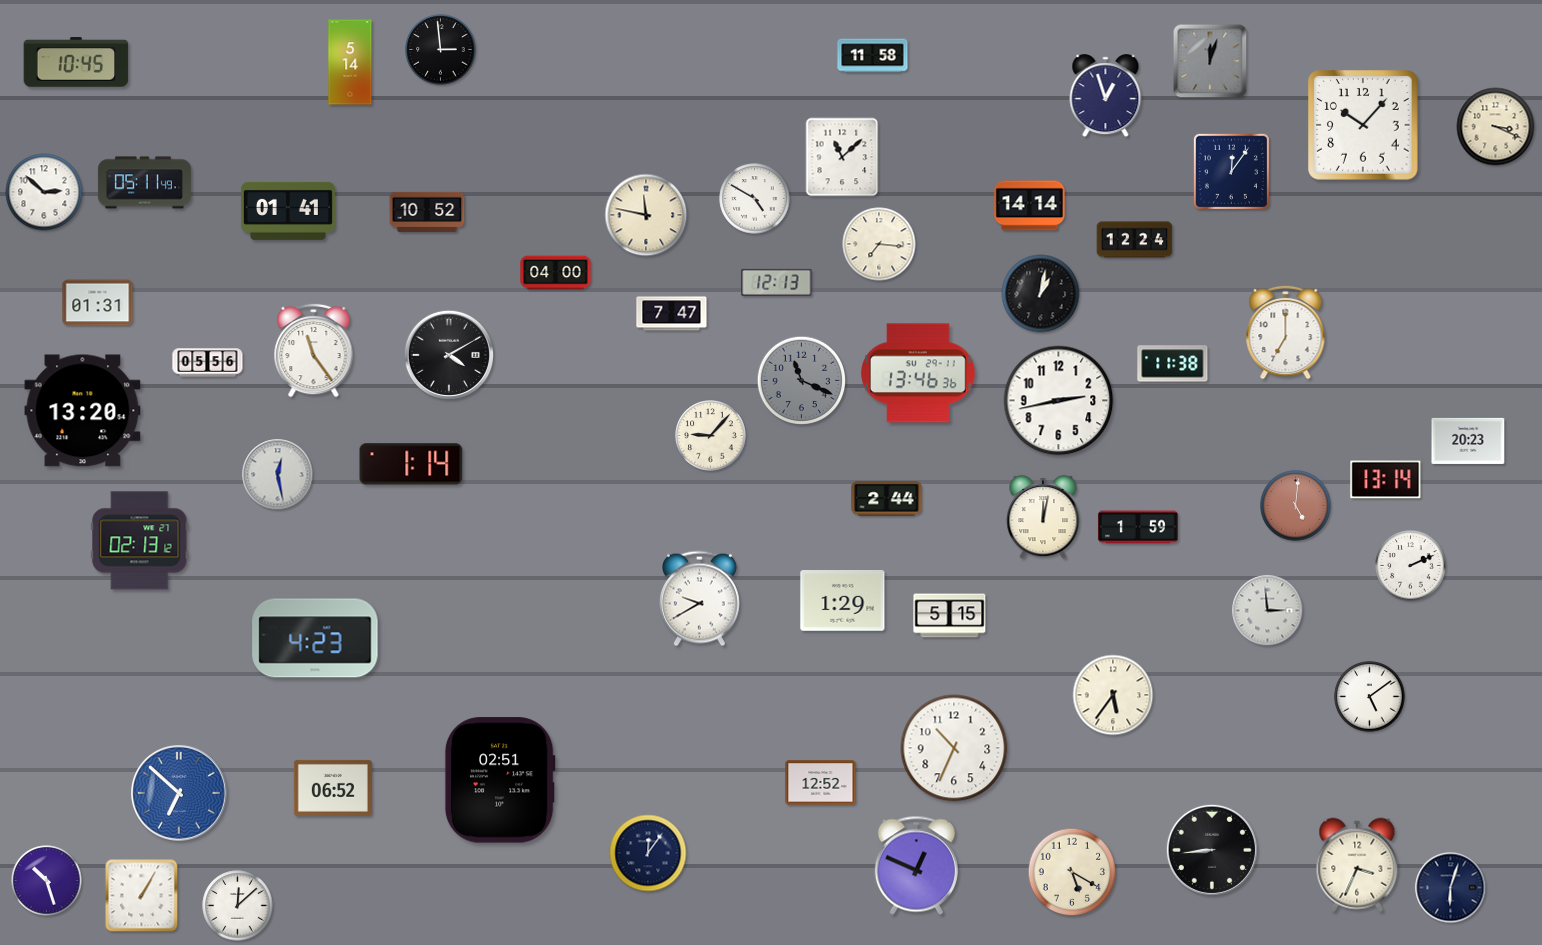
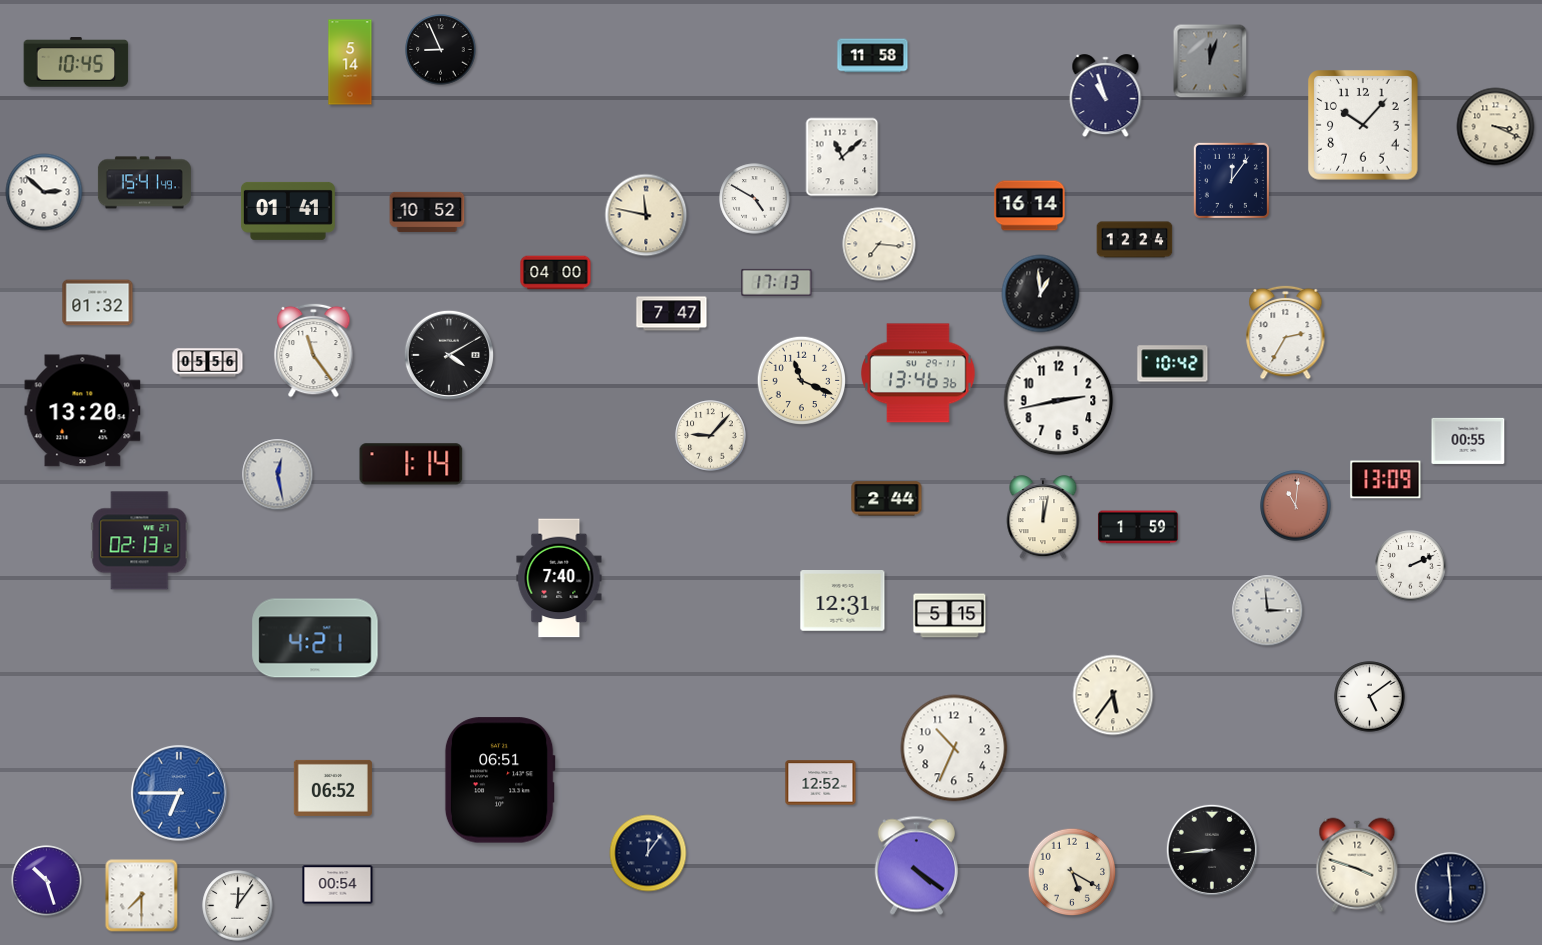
clock at (441, 50): 2:59 -> 8:56
clock at (1106, 96): 12:57 -> 10:57
clock at (1231, 171) position: (1231, 171) -> (1231, 180)
clock at (144, 183): 05:11 -> 15:41
clock at (1030, 206): 14:14 -> 16:14
clock at (777, 282): 12:13 -> 17:13
clock at (1041, 294): 1:02 -> 12:59
clock at (98, 303): 01:31 -> 01:32
clock at (1286, 332): 7:00 -> 2:35
clock at (1173, 364): 11:38 -> 10:42
clock at (802, 381) dial: grey -> cream
clock at (1468, 441): 20:23 -> 00:55
clock at (1386, 480): 13:14 -> 13:09
clock at (1296, 506): 5:01 -> 11:01
clock at (559, 578): none -> 7:40
clock at (699, 599): 9:40 -> none
clock at (843, 601): 1:29 -> 12:31
clock at (315, 638): 4:23 -> 4:21
clock at (500, 780): 02:51 -> 06:51
clock at (180, 794): 6:52 -> 6:45
clock at (1357, 865): 3:34 -> 3:48
clock at (916, 866): 12:49 -> 4:21
clock at (338, 885): none -> 00:54
clock at (1451, 888): 6:03 -> 5:59
clock at (142, 896): 1:05 -> 7:30
clock at (238, 906): 12:08 -> 12:06
